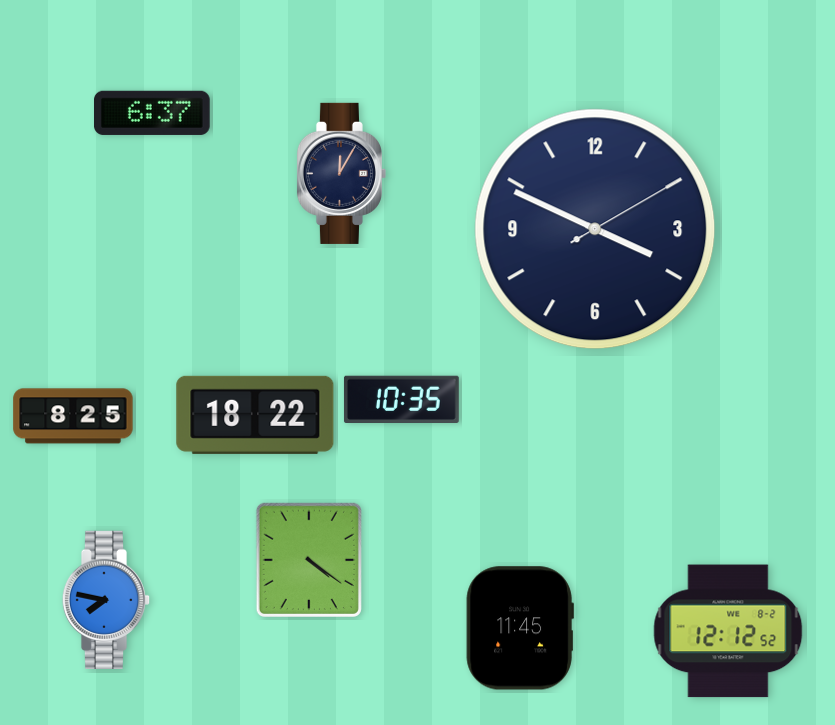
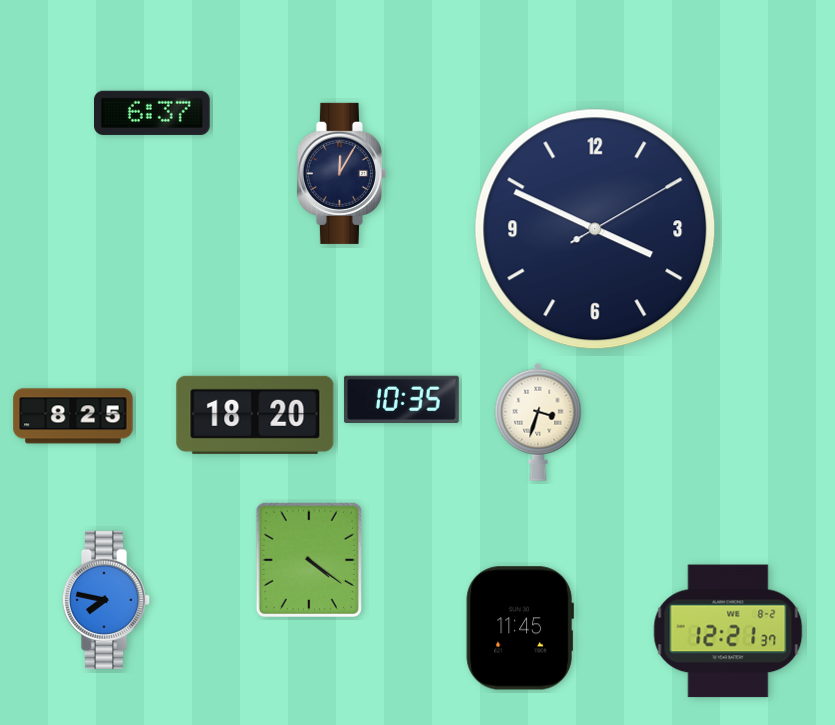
clock at (255, 415): 18:22 -> 18:20
clock at (538, 422): none -> 3:33
clock at (728, 631): 12:12 -> 12:21
